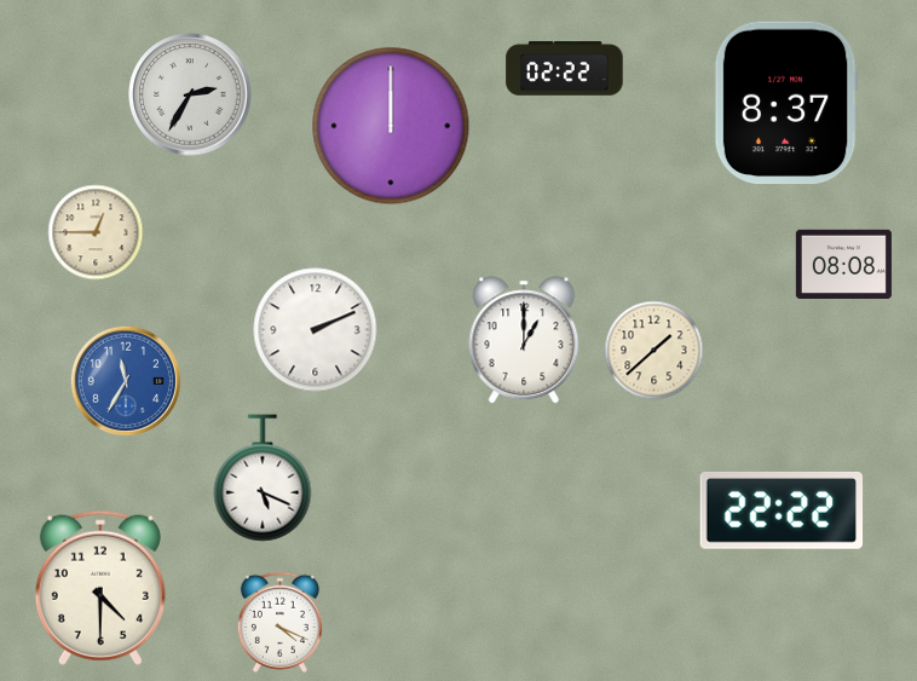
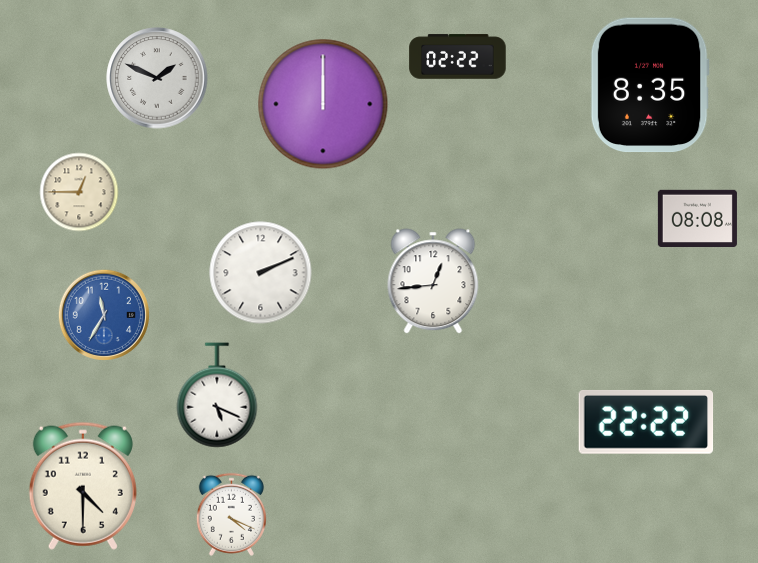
clock at (565, 69) position: (565, 69) -> (458, 57)
clock at (190, 94): 2:35 -> 1:49
clock at (786, 103): 8:37 -> 8:35
clock at (524, 340): 1:00 -> 12:44
clock at (654, 351): 1:38 -> none
